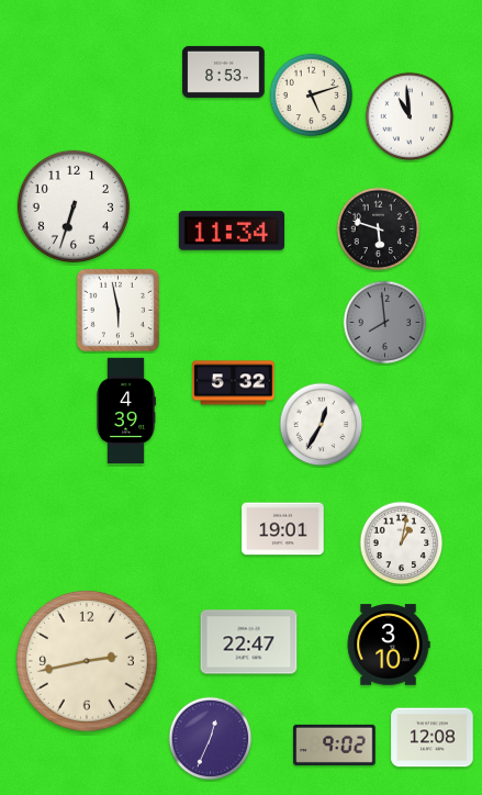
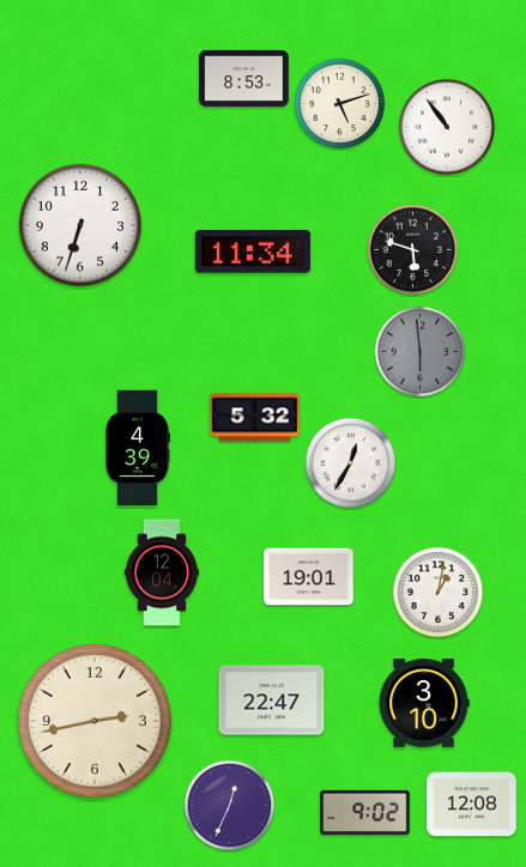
clock at (410, 116): 10:59 -> 10:54
clock at (117, 310): 5:58 -> none
clock at (385, 323): 7:59 -> 5:59
clock at (162, 572): none -> 12:04
